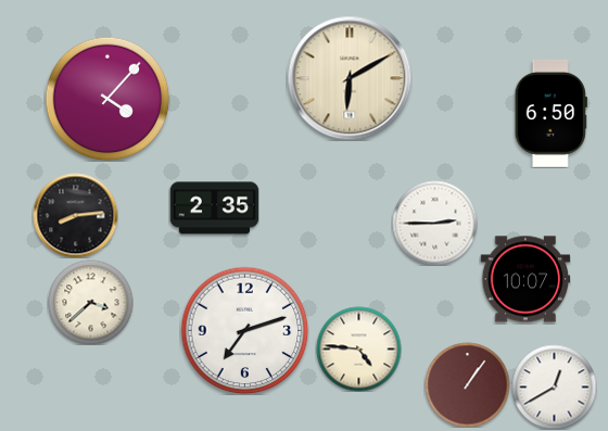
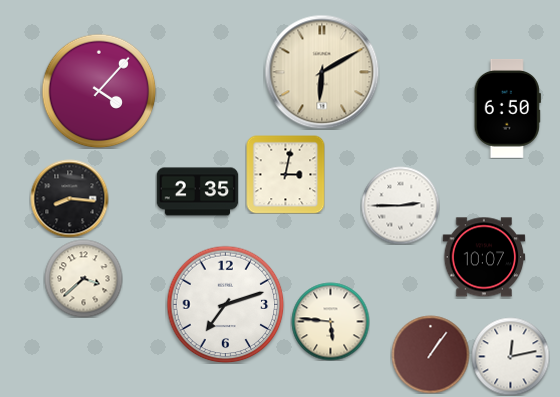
clock at (550, 114) position: (550, 114) -> (507, 109)
clock at (285, 174): none -> 3:02
clock at (75, 215): 8:14 -> 8:16
clock at (358, 348): 4:46 -> 5:46
clock at (554, 386): 12:40 -> 12:13
